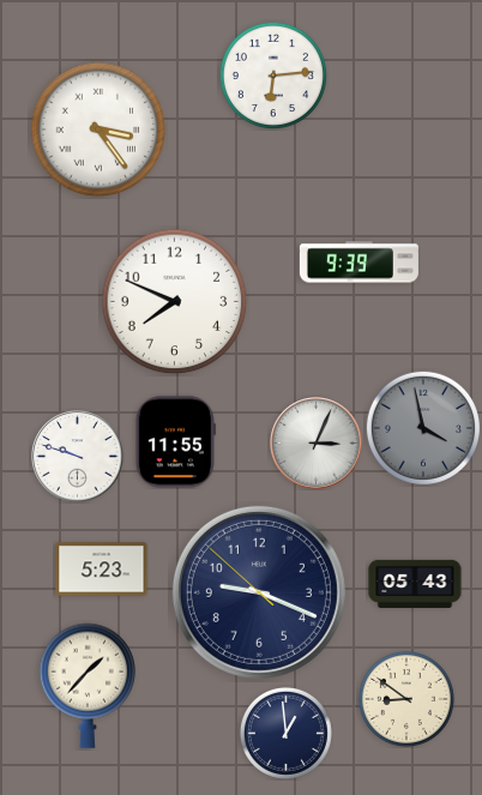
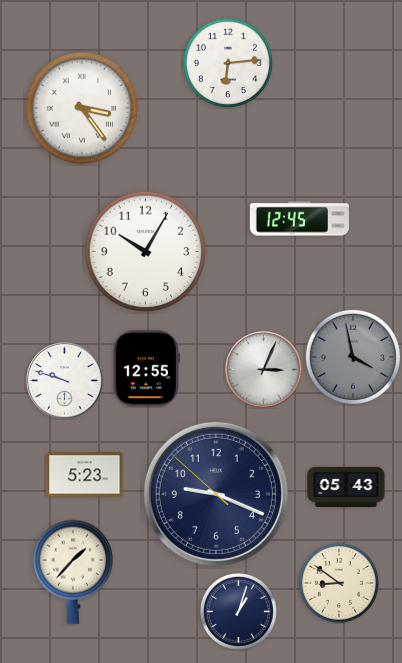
clock at (359, 263): 9:39 -> 12:45
clock at (175, 302): 7:49 -> 10:05
clock at (175, 442): 11:55 -> 12:55
clock at (285, 733): 12:59 -> 1:03
